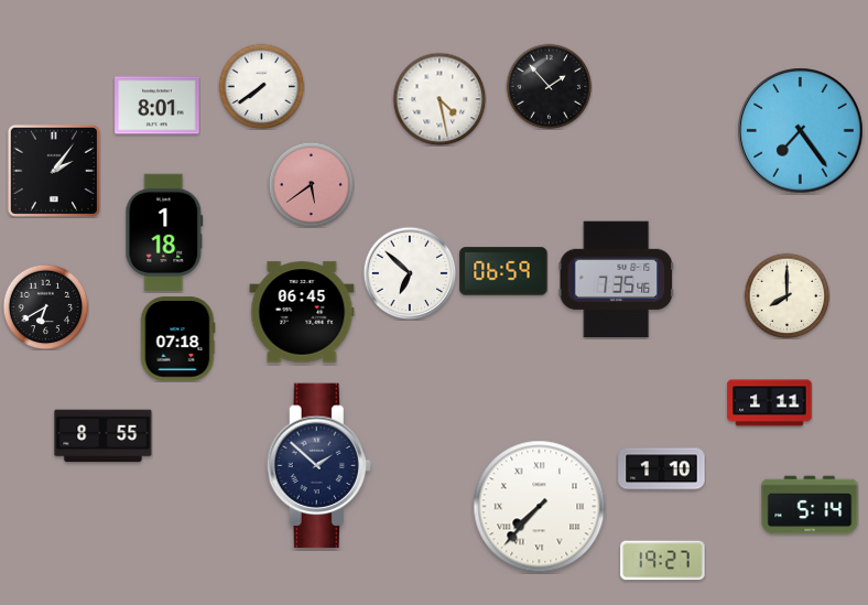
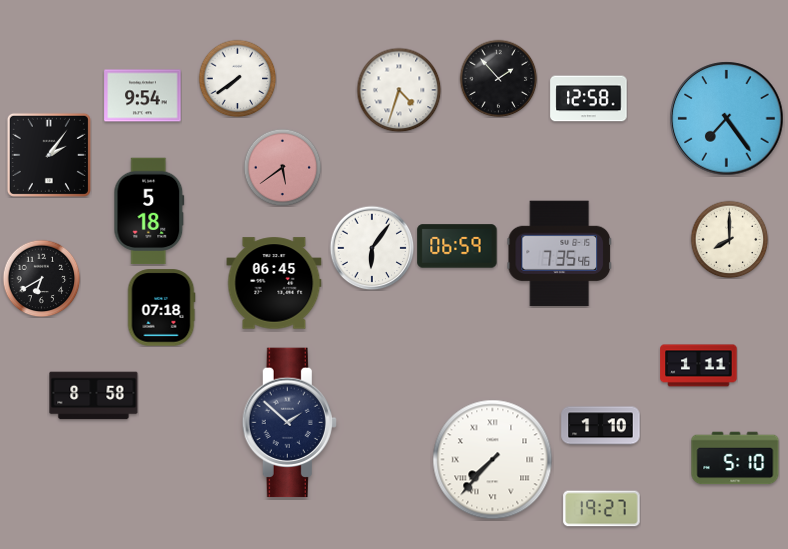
clock at (440, 99): 4:28 -> 4:33
clock at (158, 106): 8:01 -> 9:54
clock at (589, 99): none -> 12:58
clock at (164, 233): 1:18 -> 5:18
clock at (410, 273): 6:52 -> 6:06
clock at (786, 295) position: (786, 295) -> (729, 239)
clock at (104, 436): 8:55 -> 8:58
clock at (810, 505): 5:14 -> 5:10
clock at (540, 507) position: (540, 507) -> (493, 460)
